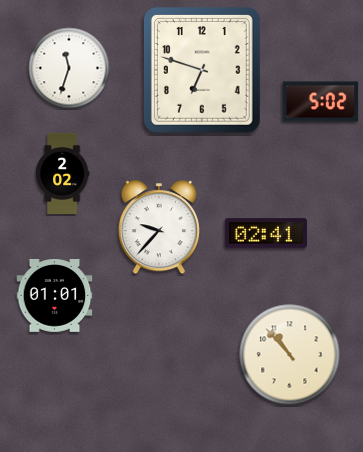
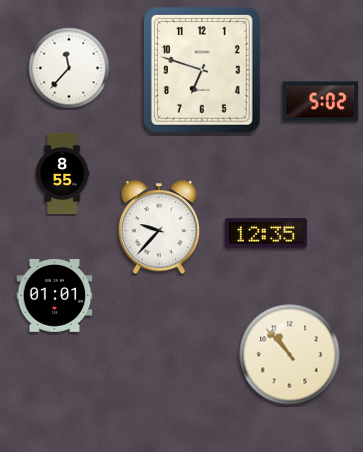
clock at (69, 68): 11:33 -> 11:37
clock at (62, 173): 2:02 -> 8:55
clock at (266, 233): 02:41 -> 12:35
